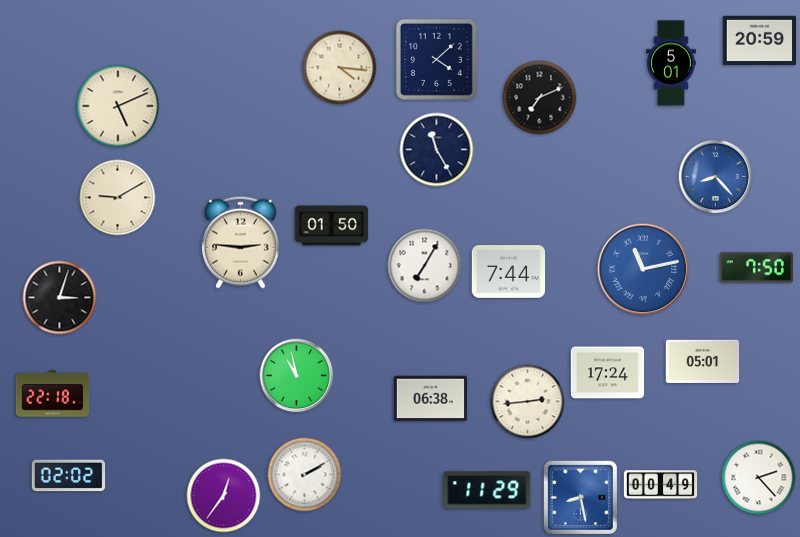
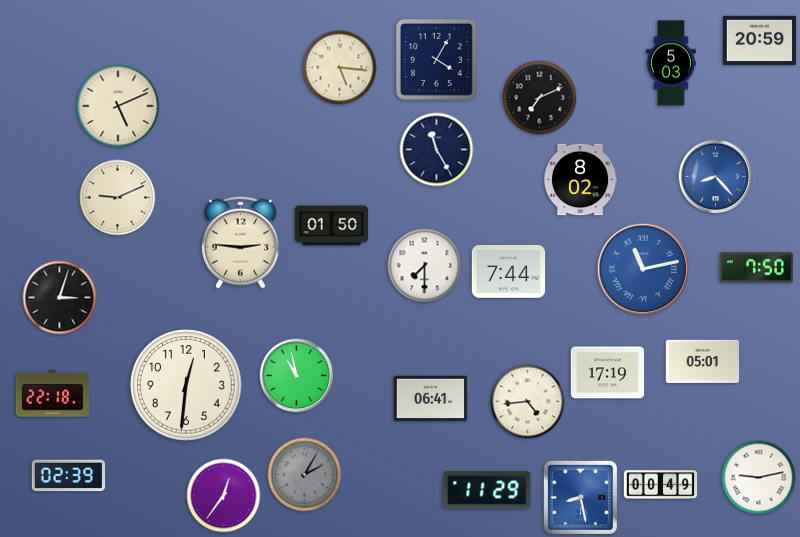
clock at (436, 59): 4:08 -> 4:05
clock at (672, 63): 5:01 -> 5:03
clock at (340, 68): 4:16 -> 5:16
clock at (581, 180): none -> 8:02
clock at (118, 198): 9:10 -> 9:11
clock at (425, 266): 7:05 -> 7:30
clock at (608, 373): 17:24 -> 17:19
clock at (186, 385): none -> 12:31
clock at (431, 399): 06:38 -> 06:41
clock at (528, 402): 2:44 -> 4:44
clock at (305, 475): 2:10 -> 2:05
clock at (305, 475) dial: white -> grey
clock at (69, 476): 02:02 -> 02:39
clock at (759, 478): 2:23 -> 9:13
